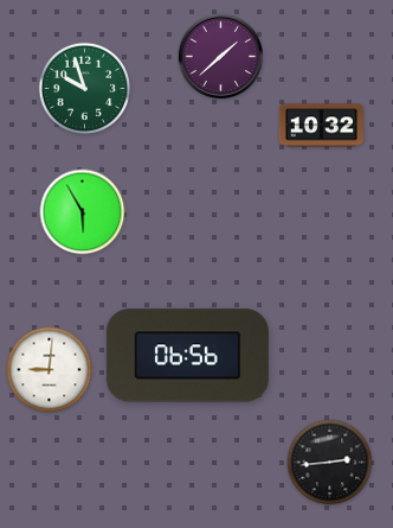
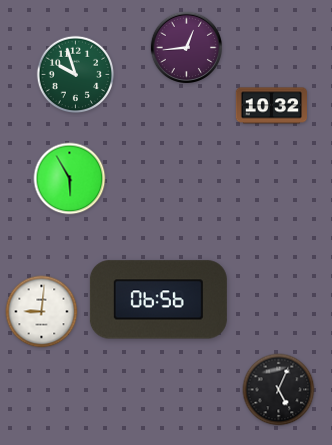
clock at (220, 56): 1:38 -> 12:44
clock at (85, 89) position: (85, 89) -> (76, 75)
clock at (330, 463): 2:44 -> 5:04
